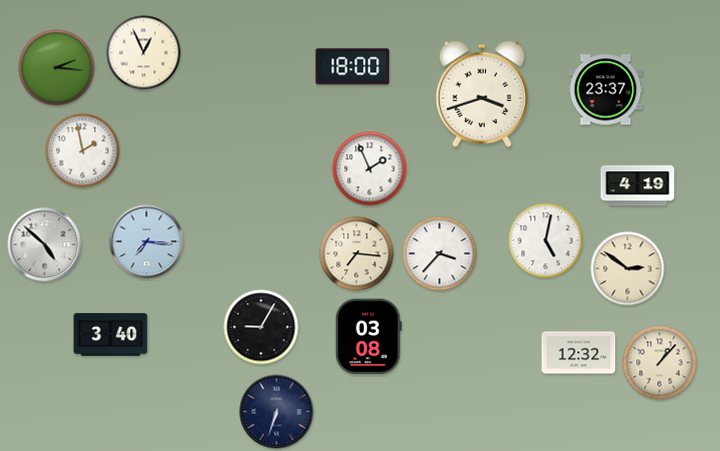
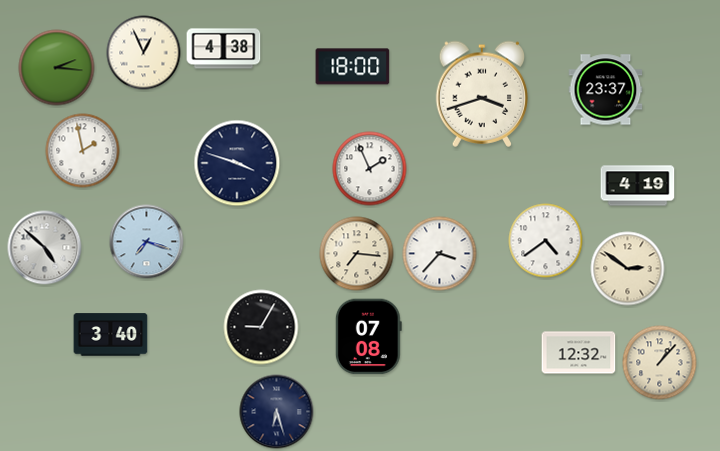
clock at (224, 49): none -> 4:38
clock at (237, 163): none -> 3:48
clock at (546, 241): 5:02 -> 4:39
clock at (147, 242): 7:16 -> 7:18
clock at (45, 245) position: (45, 245) -> (45, 248)
clock at (368, 337): 03:08 -> 07:08
clock at (277, 412): 6:33 -> 6:27
